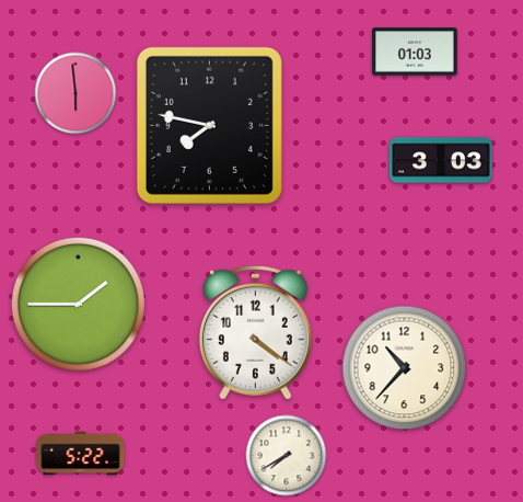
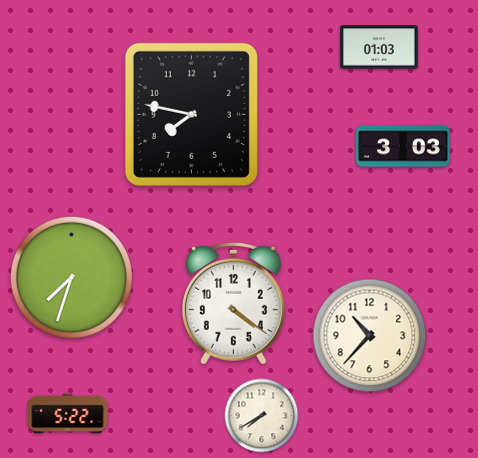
clock at (75, 93): 5:59 -> none
clock at (78, 304): 1:45 -> 7:33
clock at (81, 454) position: (81, 454) -> (68, 414)
